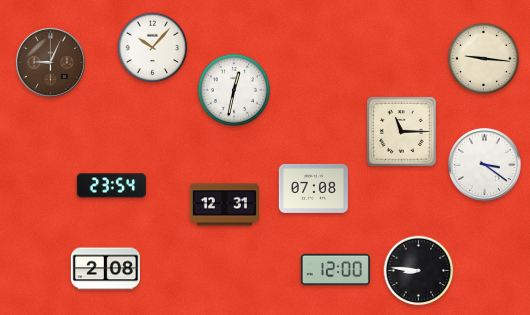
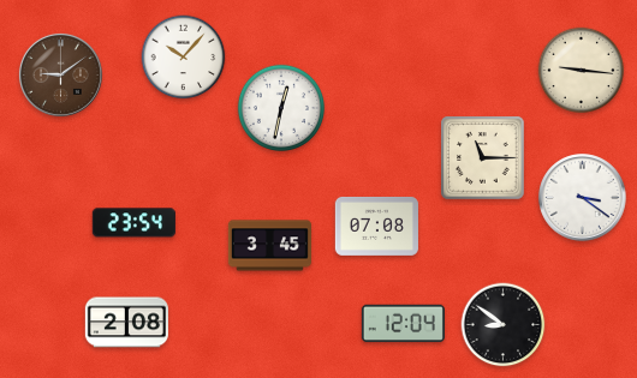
clock at (50, 62): 9:04 -> 9:09
clock at (224, 205): 12:31 -> 3:45
clock at (335, 270): 12:00 -> 12:04
clock at (419, 271): 8:46 -> 8:51
